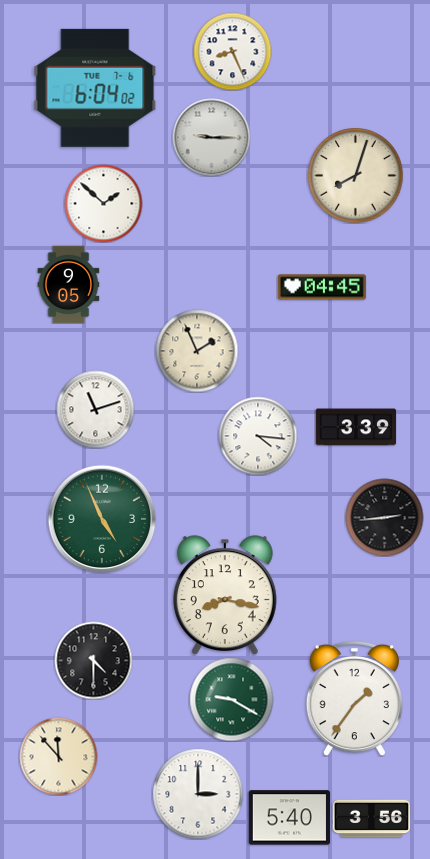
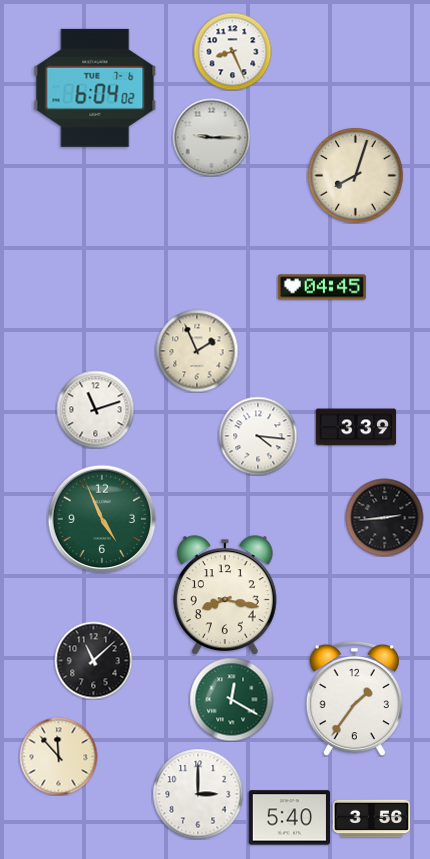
clock at (103, 203): 1:52 -> none
clock at (69, 284): 9:05 -> none
clock at (93, 660): 4:30 -> 11:08
clock at (231, 699): 9:20 -> 12:20
